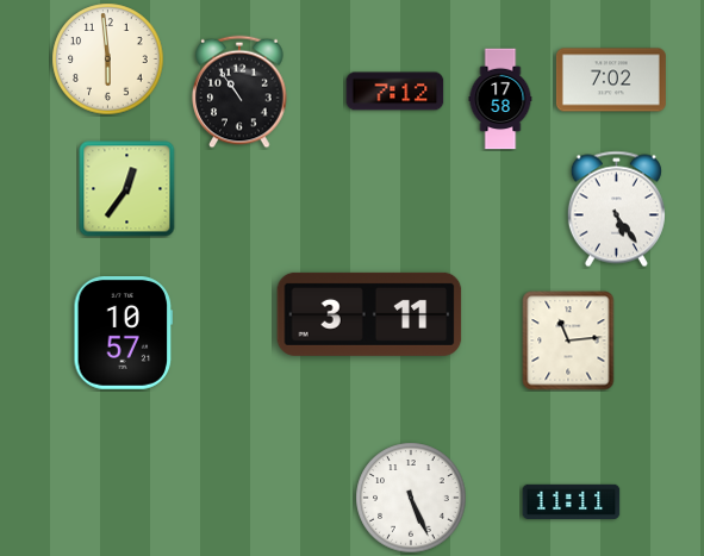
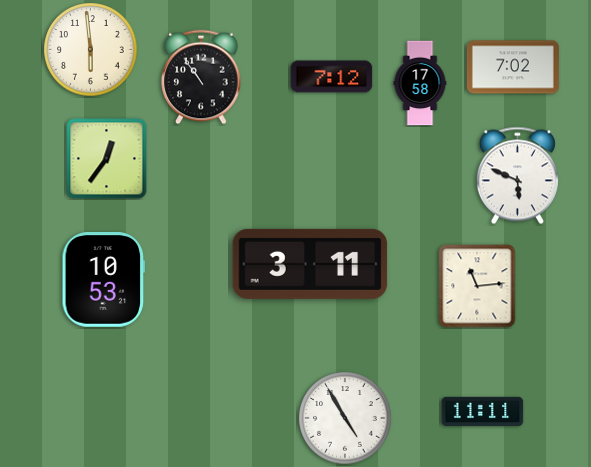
clock at (616, 210): 5:24 -> 5:49
clock at (124, 333): 10:57 -> 10:53
clock at (411, 498): 5:26 -> 4:55
clock at (572, 501) position: (572, 501) -> (483, 411)
